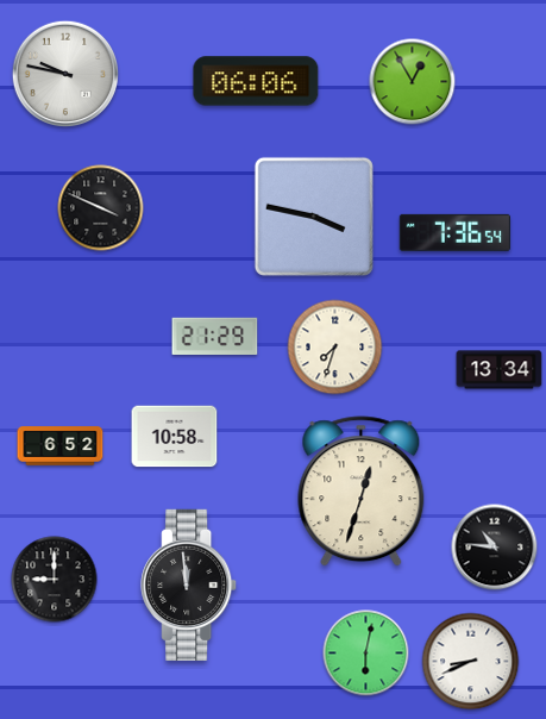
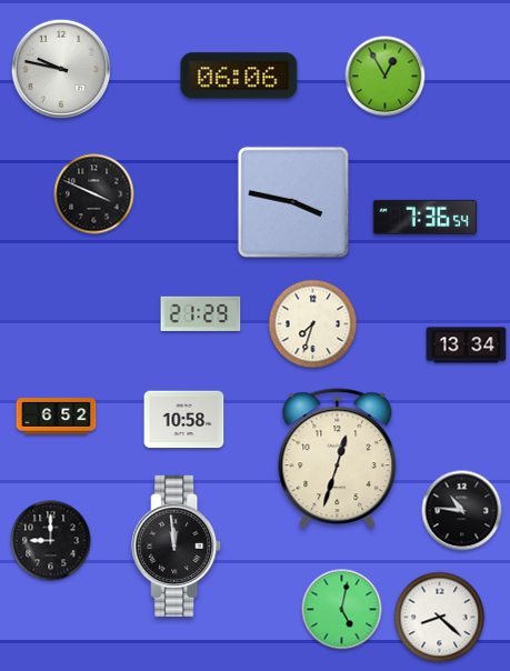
clock at (175, 437) position: (175, 437) -> (184, 420)
clock at (366, 654): 6:02 -> 5:02
clock at (471, 662): 8:41 -> 8:22
